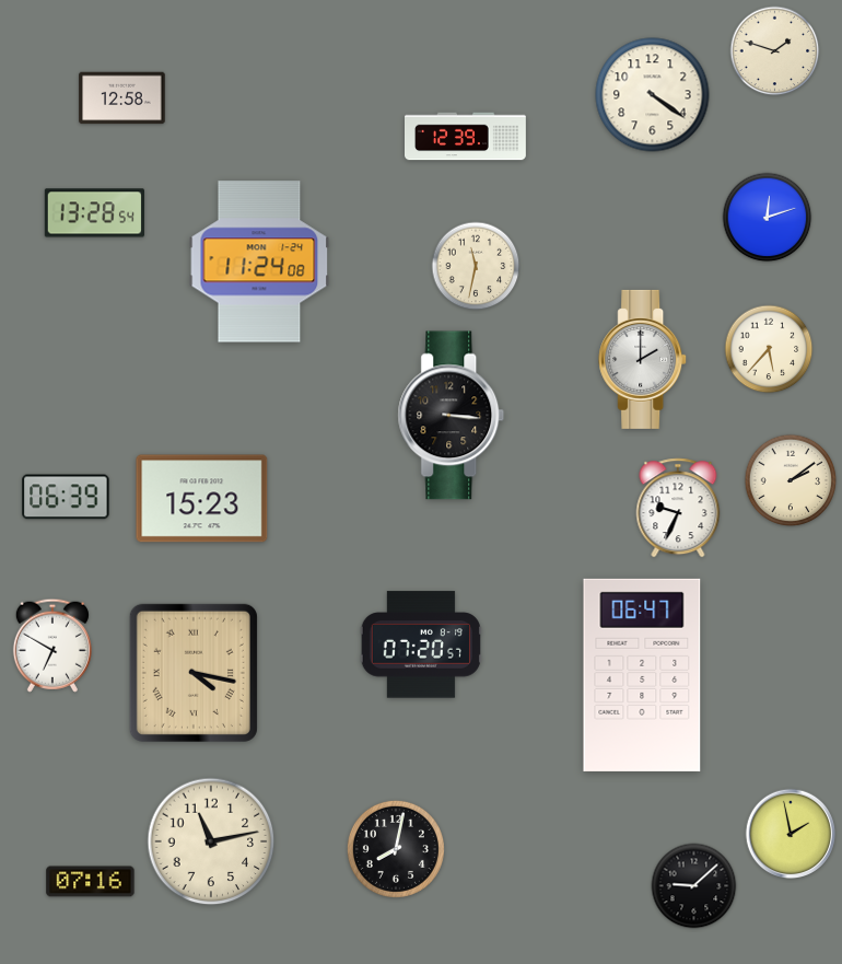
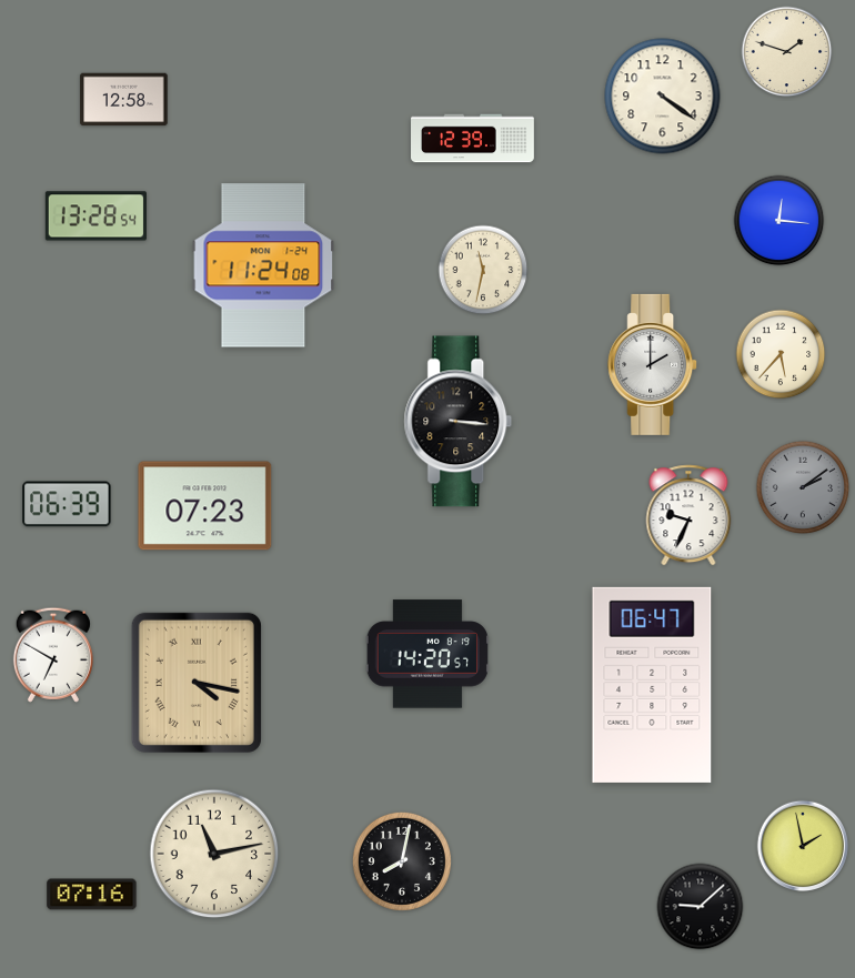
clock at (768, 218): 12:12 -> 12:16
clock at (791, 480) dial: cream -> grey
clock at (202, 499): 15:23 -> 07:23
clock at (421, 644): 07:20 -> 14:20
clock at (694, 886) position: (694, 886) -> (701, 907)
